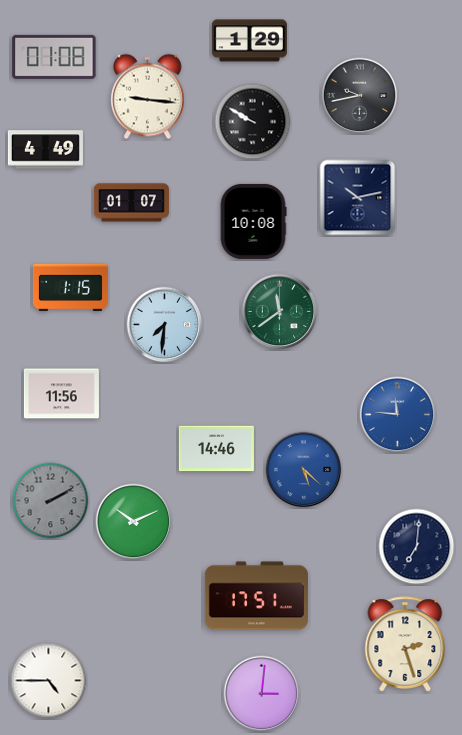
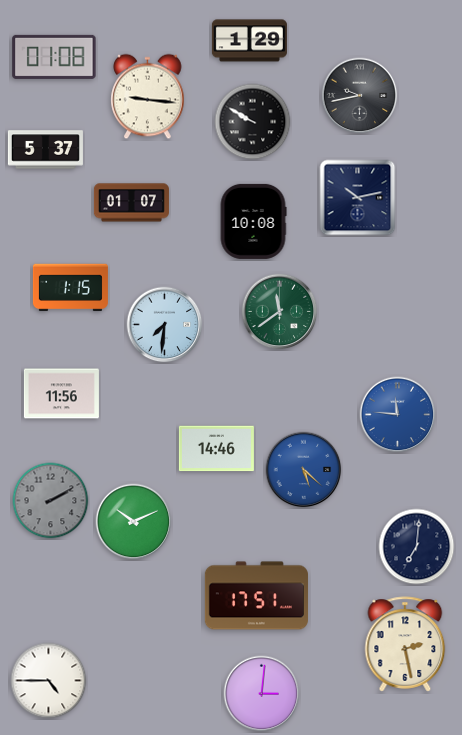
clock at (45, 150): 4:49 -> 5:37
clock at (405, 644): 2:27 -> 2:28
